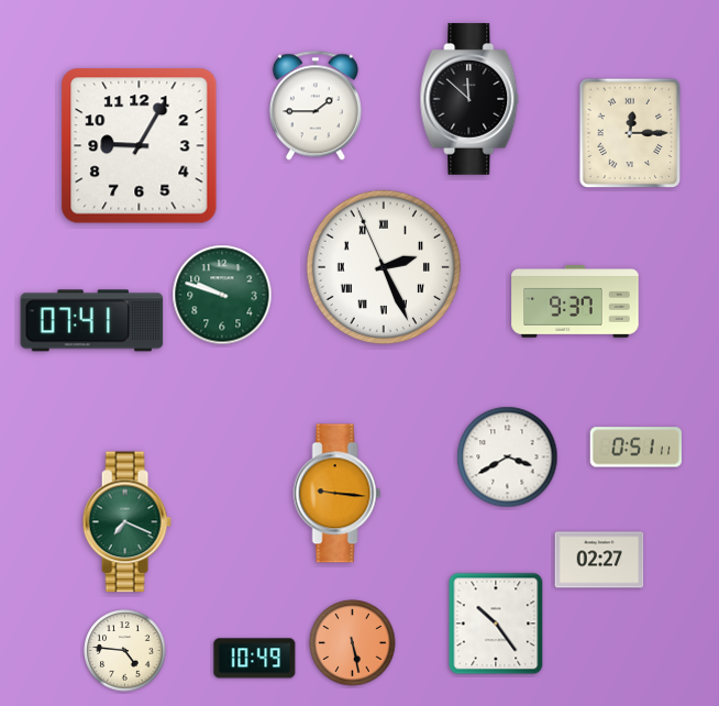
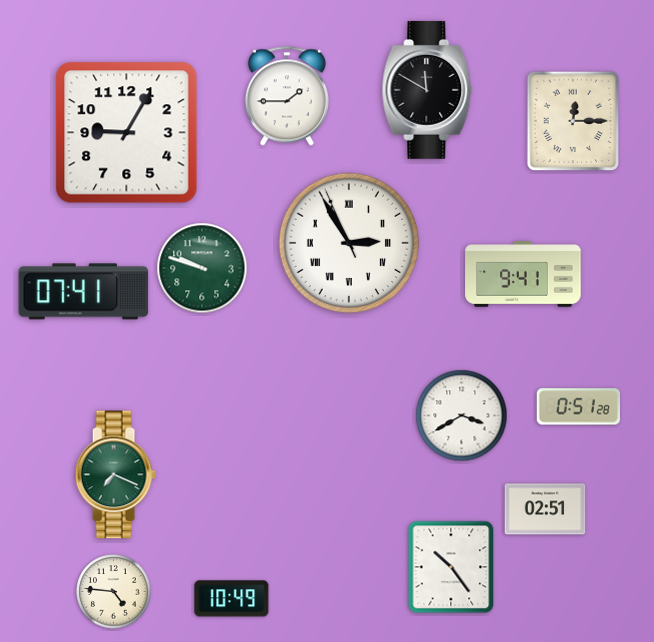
clock at (469, 99): 11:52 -> 11:50
clock at (384, 267): 2:25 -> 2:54
clock at (575, 302): 9:37 -> 9:41
clock at (635, 448): 0:51:11 -> 0:51:28
clock at (338, 494): 9:16 -> none
clock at (599, 560): 02:27 -> 02:51
clock at (353, 643): 5:28 -> none
